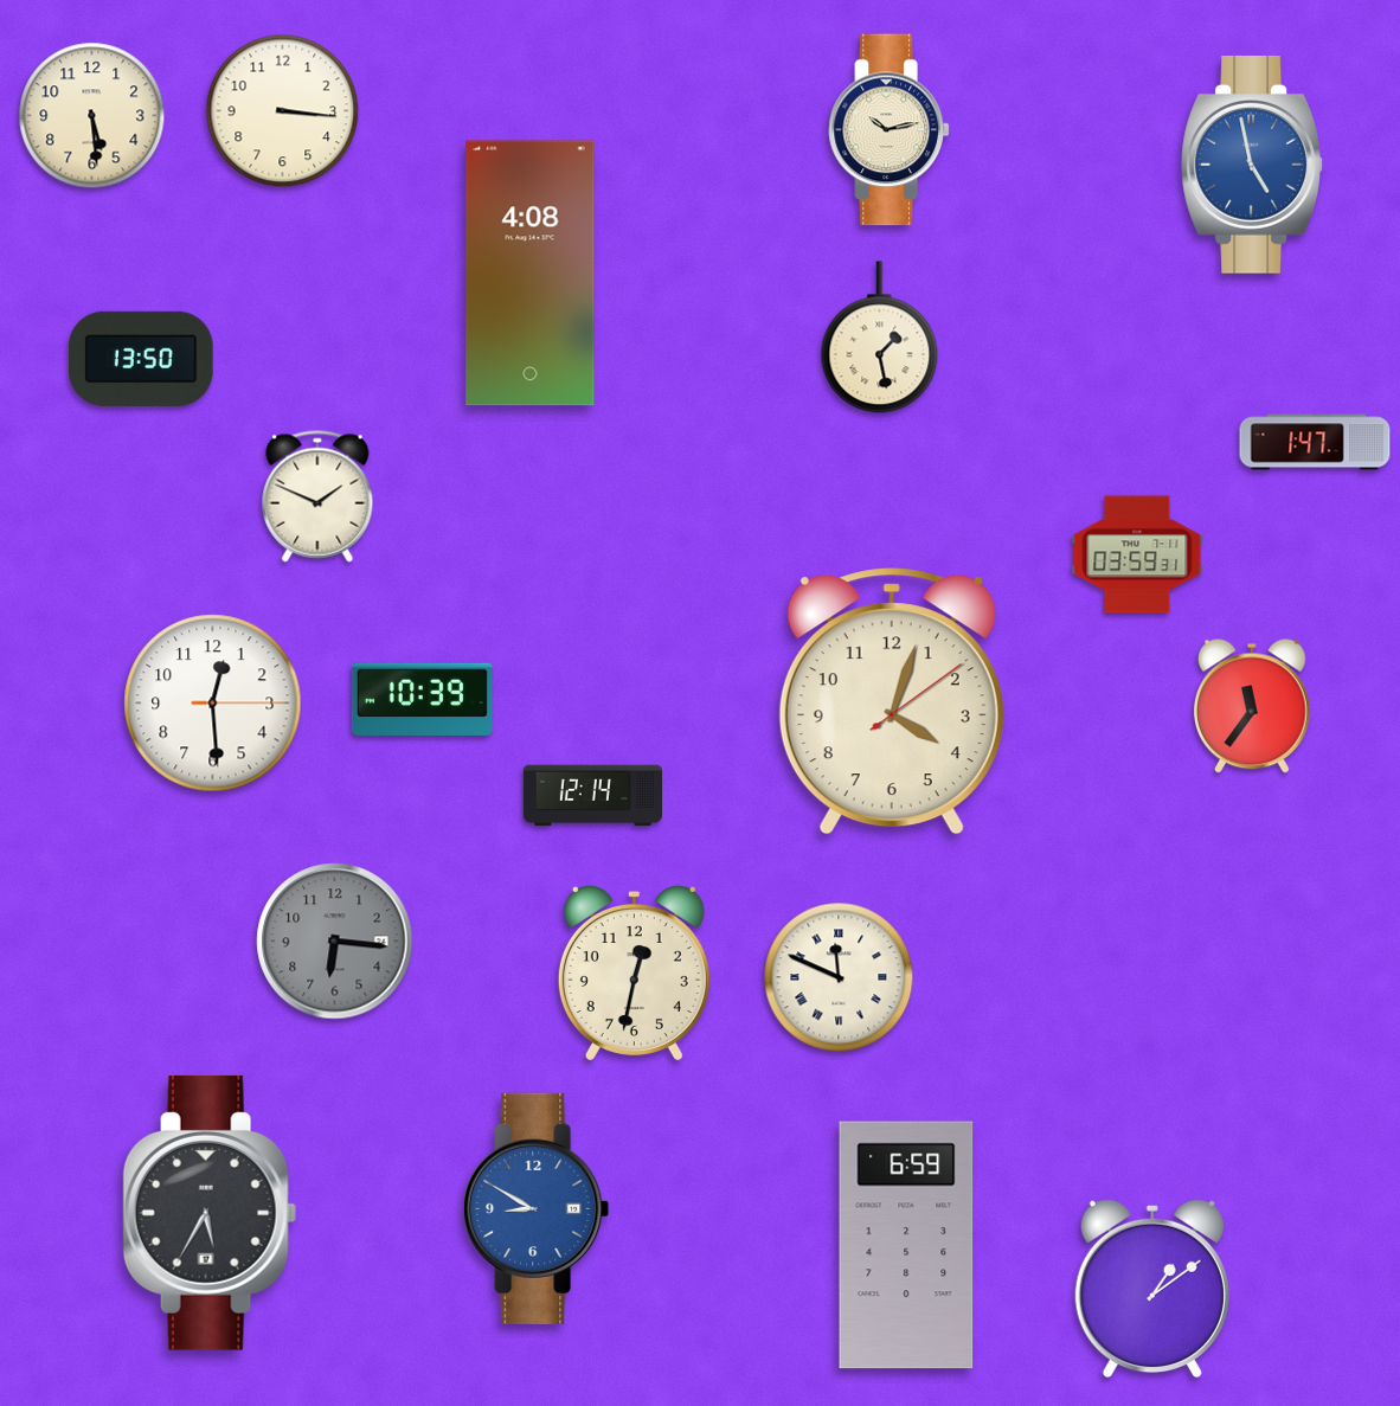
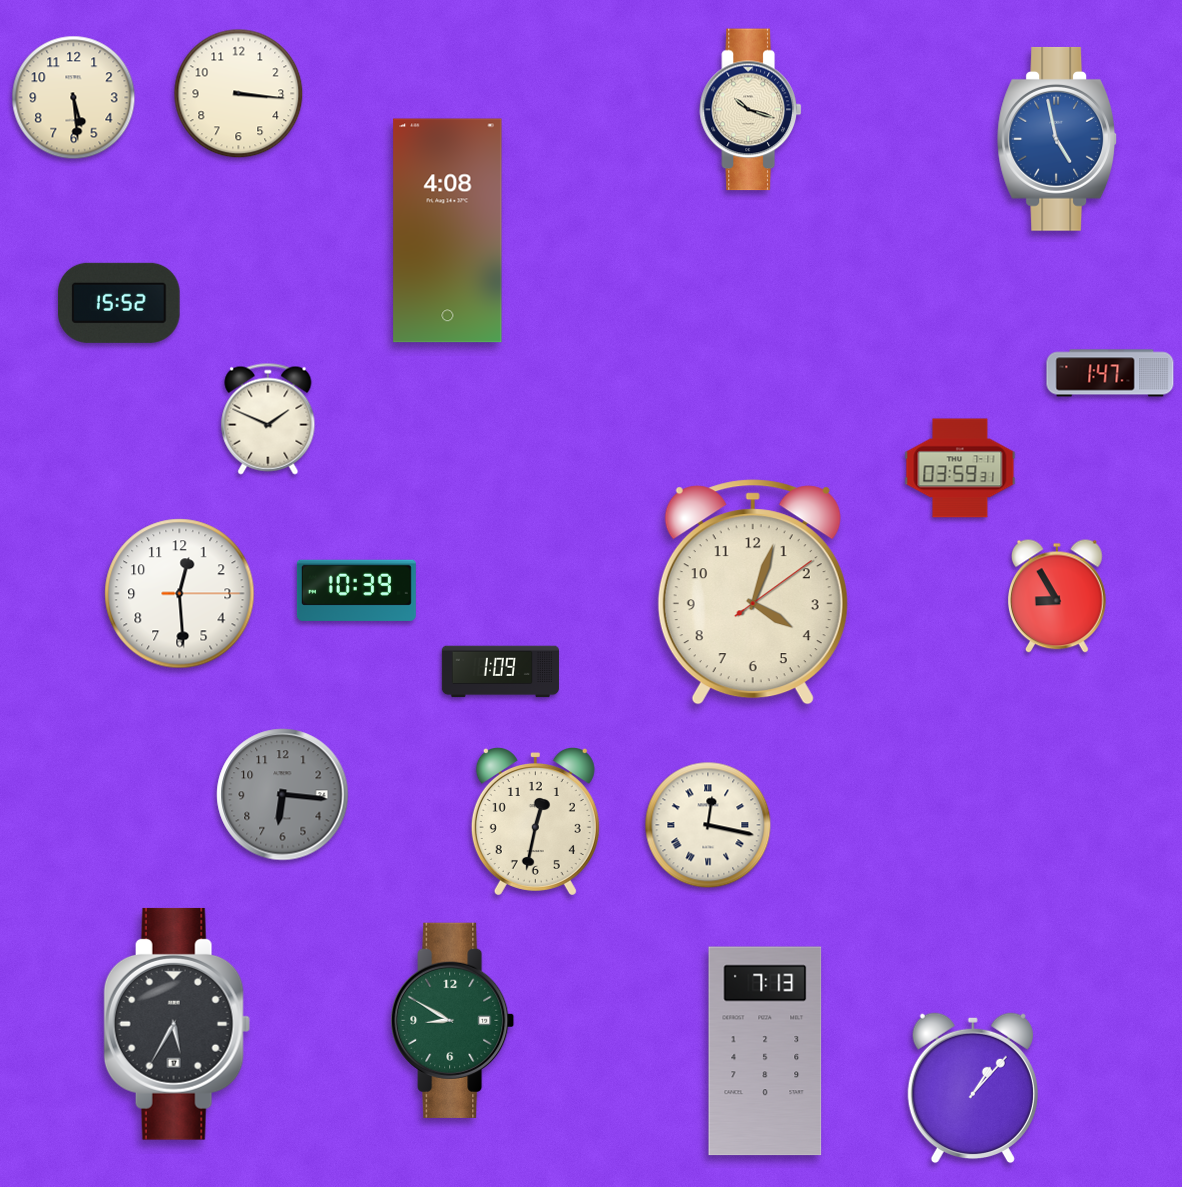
clock at (92, 116) position: (92, 116) -> (74, 98)
clock at (890, 130): 10:13 -> 10:18
clock at (880, 338): 1:28 -> none
clock at (141, 359): 13:50 -> 15:52
clock at (1253, 706): 11:36 -> 8:55
clock at (592, 796): 12:14 -> 1:09
clock at (839, 977): 11:49 -> 12:17
clock at (537, 1208) dial: blue -> green
clock at (906, 1245): 6:59 -> 7:13
clock at (1152, 1289): 1:09 -> 1:07
